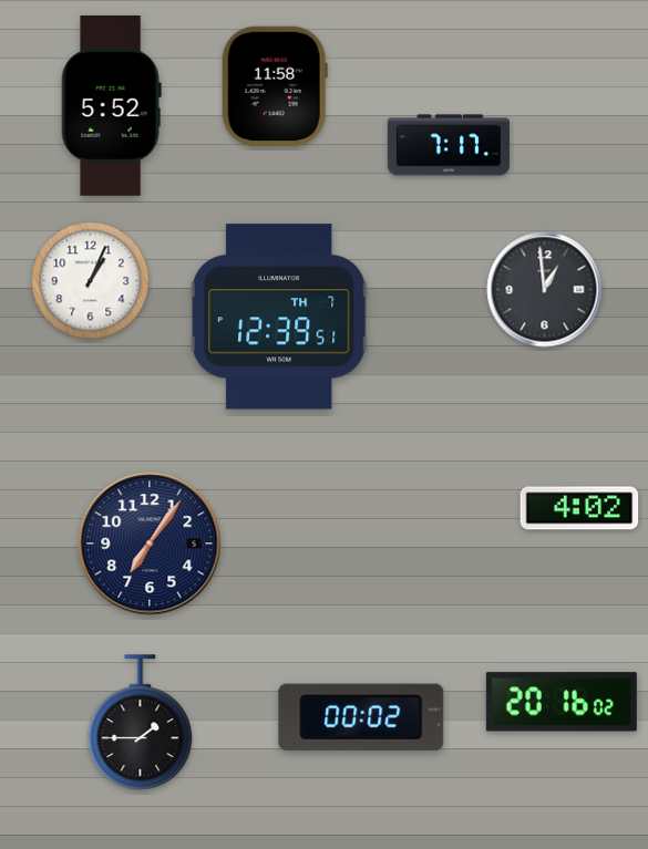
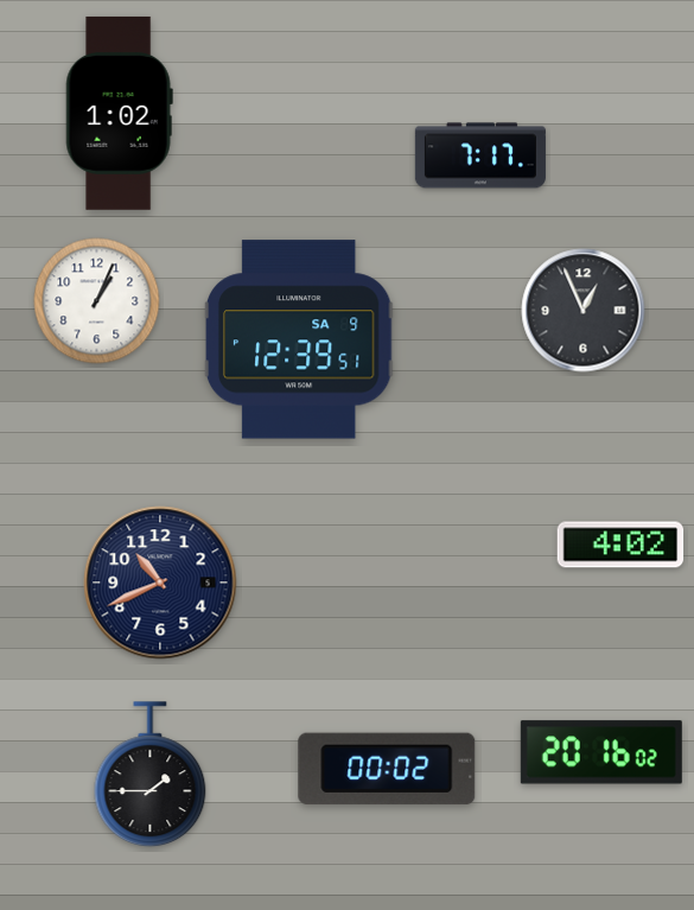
clock at (275, 86): 11:58 -> none
clock at (111, 105): 5:52 -> 1:02
clock at (545, 290): 12:59 -> 12:56
clock at (279, 317) date: TH 7 -> SA 9
clock at (150, 543): 7:06 -> 10:41
